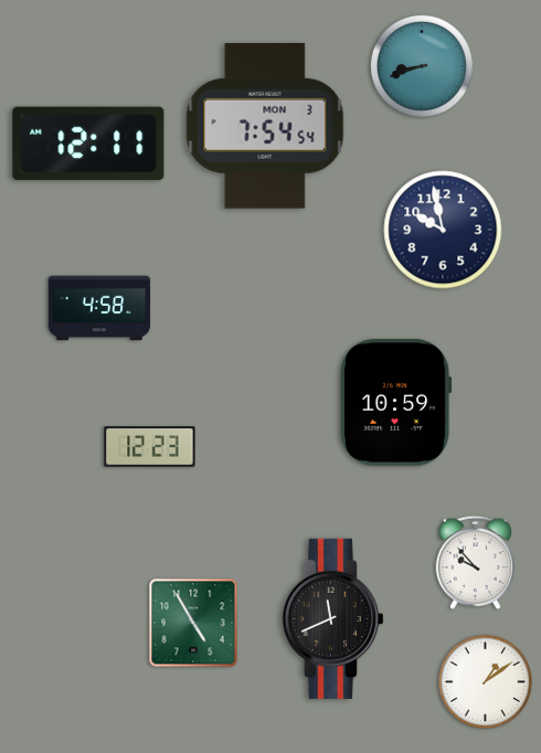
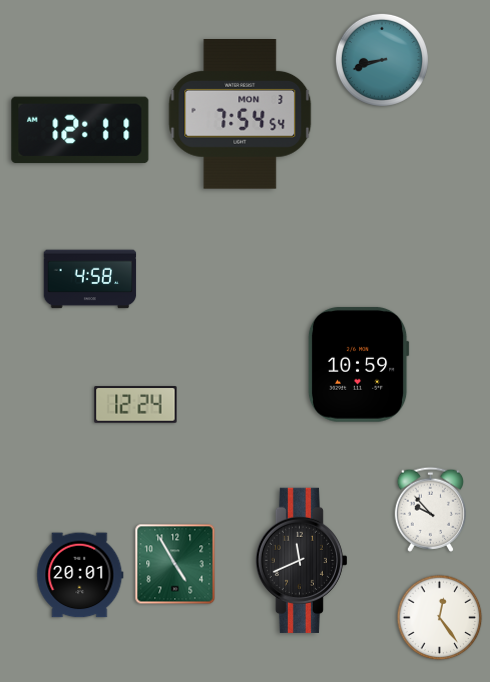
clock at (443, 230): 9:58 -> none
clock at (150, 447): 12:23 -> 12:24
clock at (80, 575): none -> 20:01
clock at (486, 682): 1:09 -> 12:24
